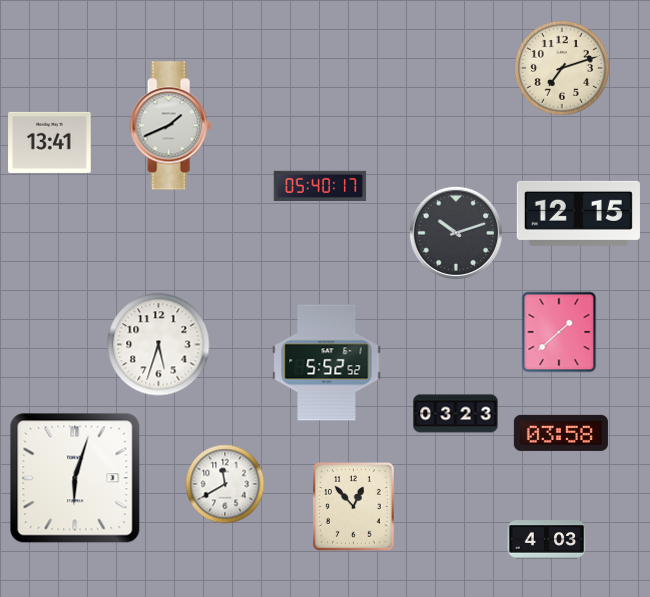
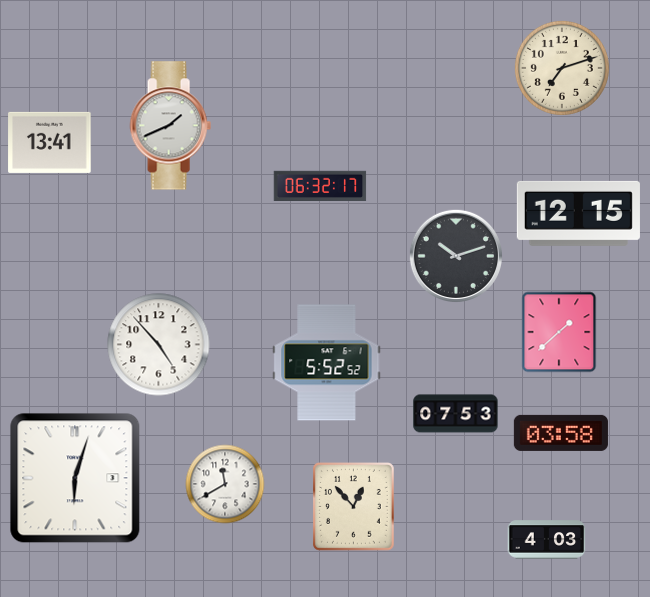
clock at (320, 185): 05:40 -> 06:32
clock at (456, 233) position: (456, 233) -> (456, 256)
clock at (159, 345): 5:33 -> 4:53
clock at (456, 414): 03:23 -> 07:53
